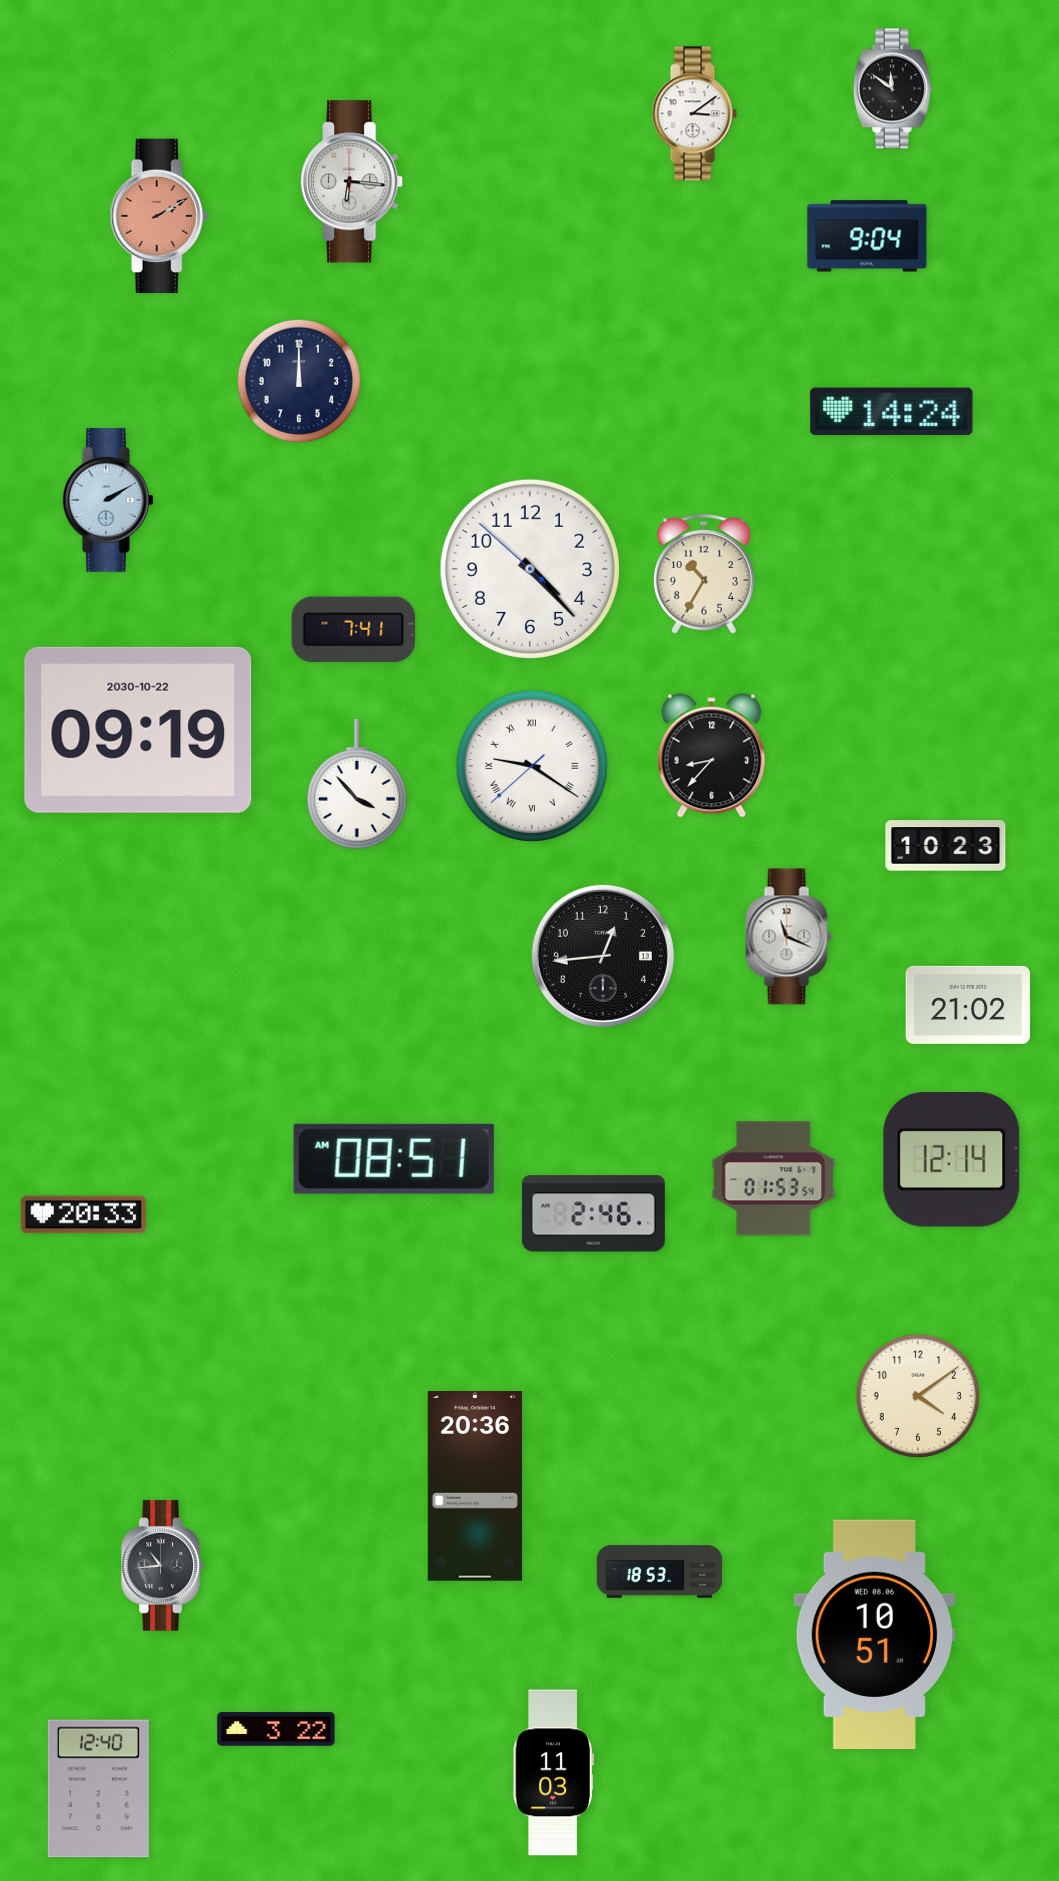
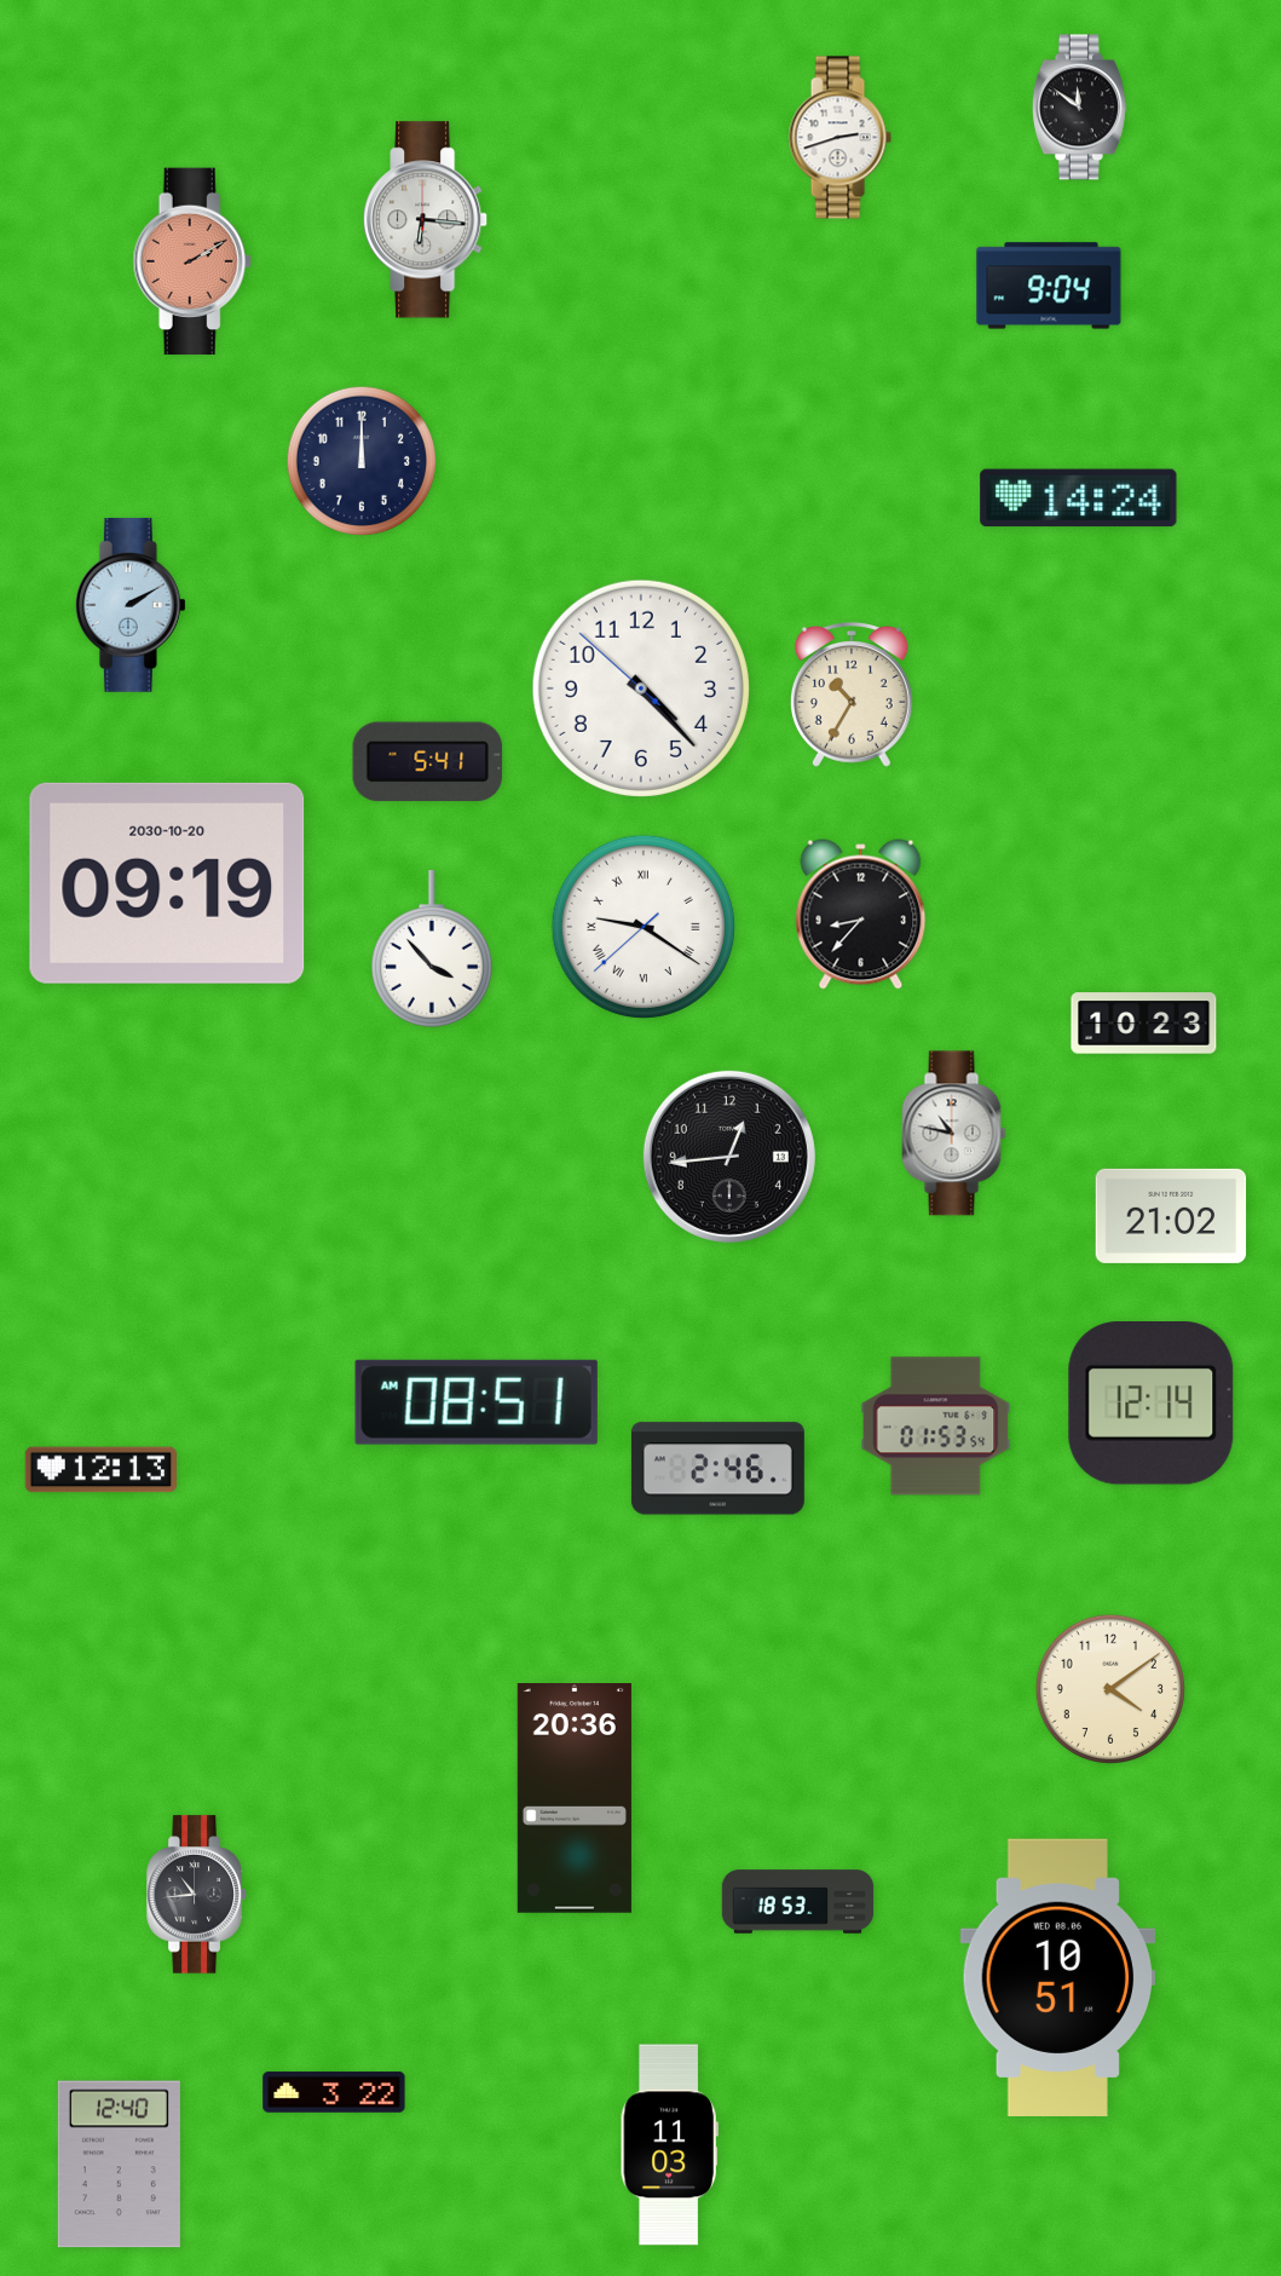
clock at (694, 114): 3:09 -> 2:42
clock at (354, 630): 7:41 -> 5:41
clock at (138, 730) date: 2030-10-22 -> 2030-10-20
clock at (789, 937): 11:19 -> 10:47
clock at (84, 1215): 20:33 -> 12:13
